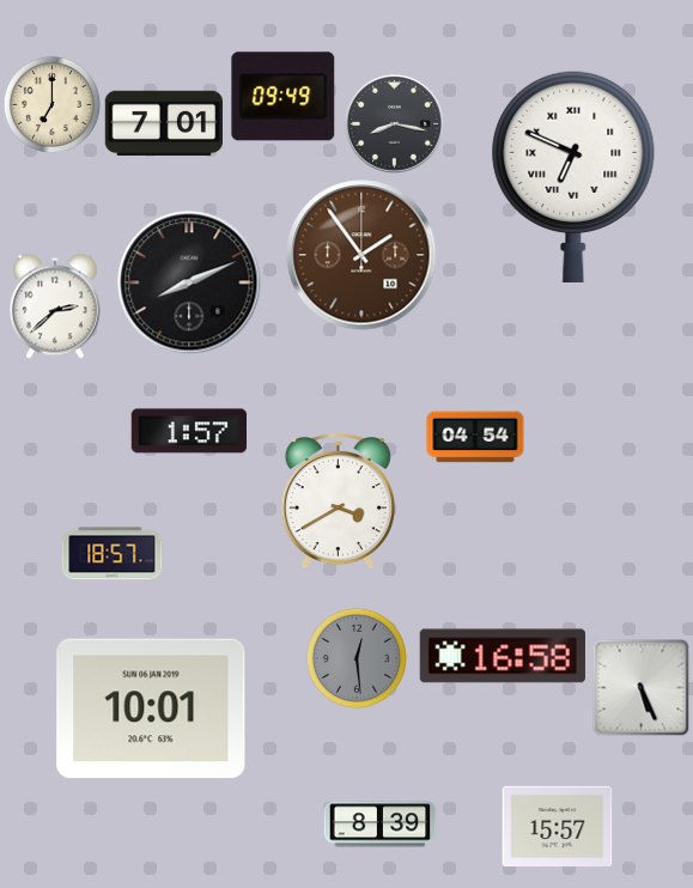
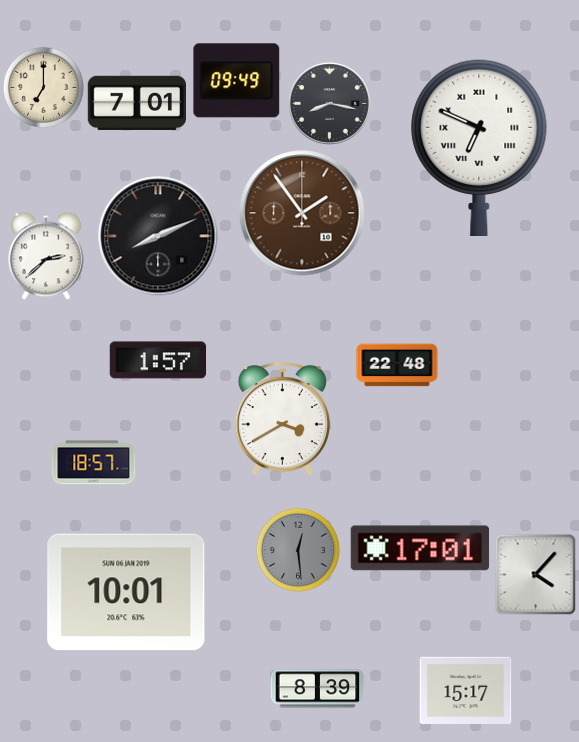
clock at (475, 437): 04:54 -> 22:48
clock at (501, 656): 16:58 -> 17:01
clock at (640, 687): 5:26 -> 4:07
clock at (558, 827): 15:57 -> 15:17
